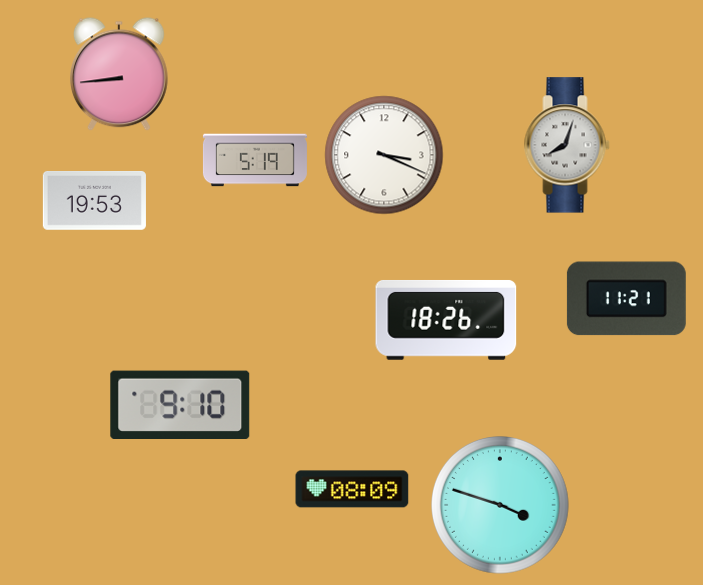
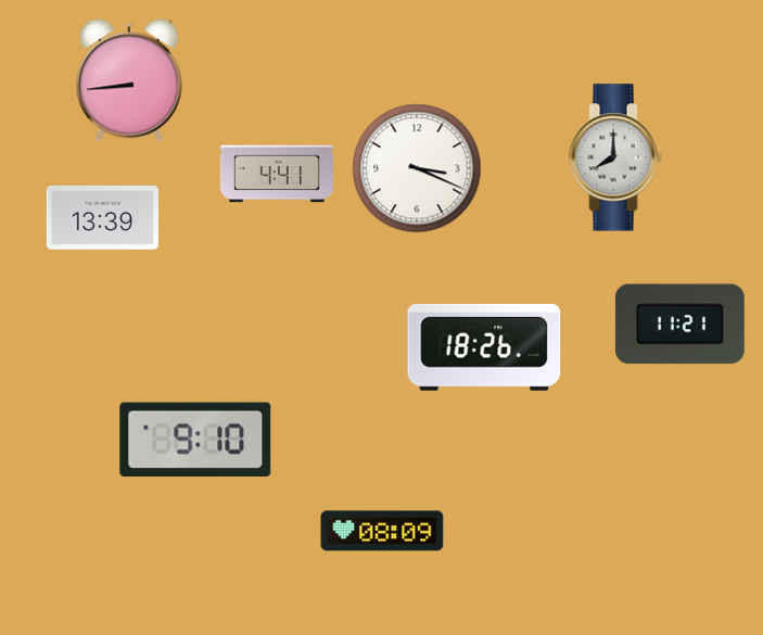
clock at (567, 145): 8:03 -> 8:00
clock at (255, 160): 5:19 -> 4:41
clock at (94, 200): 19:53 -> 13:39
clock at (501, 506): 3:48 -> none
